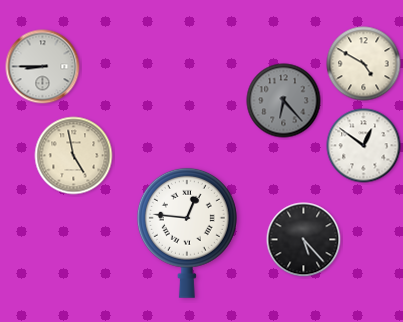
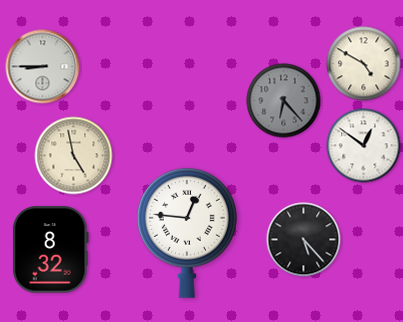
clock at (50, 250): none -> 8:32
